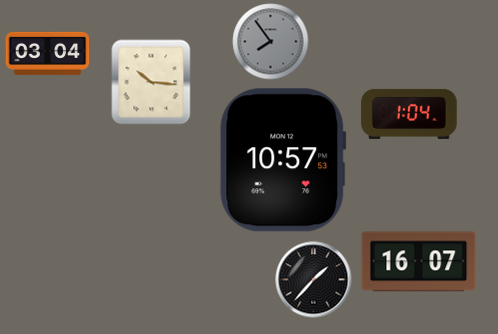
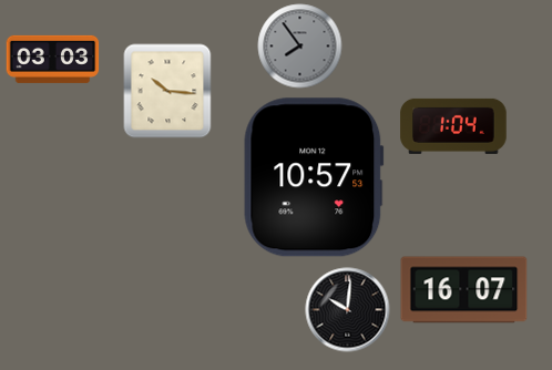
clock at (48, 53): 03:04 -> 03:03
clock at (314, 280): 1:37 -> 10:01
